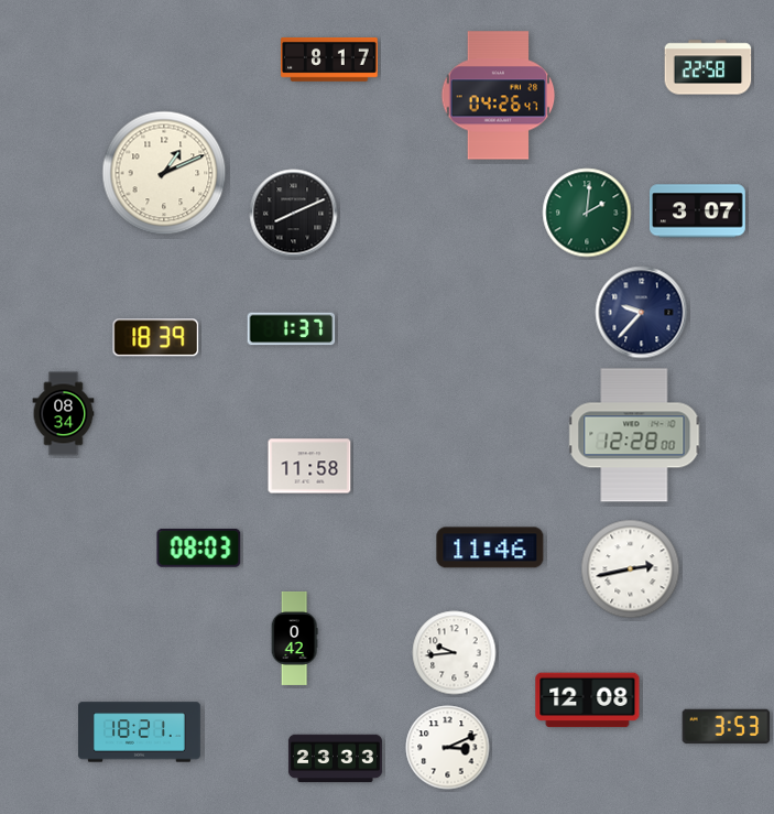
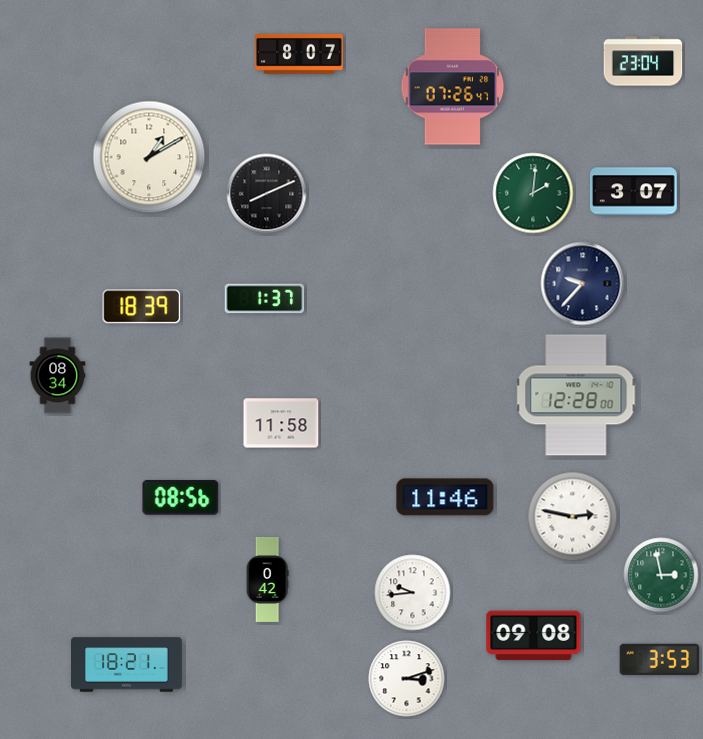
clock at (329, 59): 8:17 -> 8:07
clock at (708, 67): 22:58 -> 23:04
clock at (499, 96): 04:26 -> 07:26
clock at (164, 173): 1:11 -> 1:10
clock at (199, 547): 08:03 -> 08:56
clock at (631, 569): 2:43 -> 2:47
clock at (661, 575): none -> 2:58
clock at (588, 701): 12:08 -> 09:08
clock at (448, 748): 3:11 -> 3:12
clock at (335, 759): 23:33 -> none
